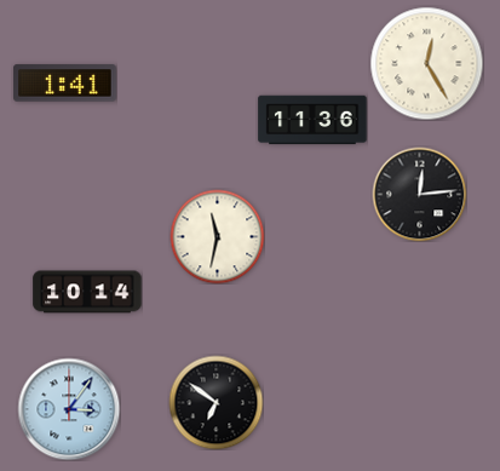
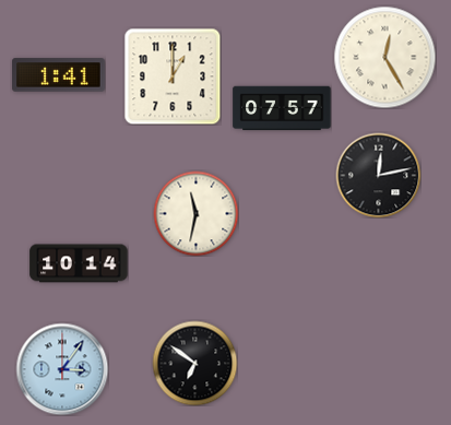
clock at (173, 76): none -> 1:00
clock at (312, 120): 11:36 -> 07:57
clock at (419, 194): 12:14 -> 12:13
